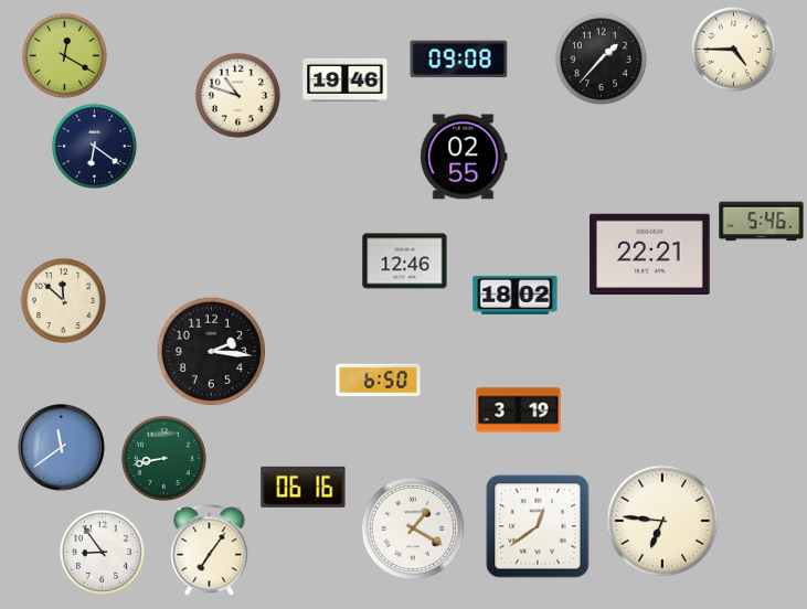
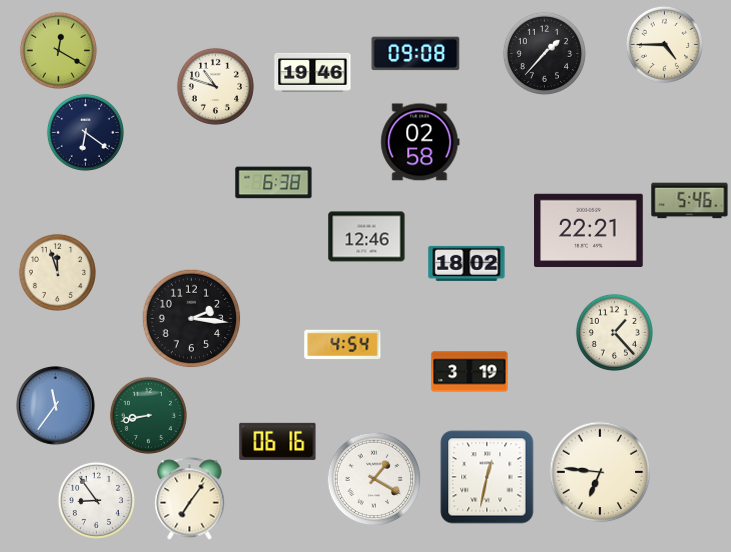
clock at (464, 157): 02:55 -> 02:58
clock at (274, 183): none -> 6:38
clock at (516, 295) position: (516, 295) -> (467, 263)
clock at (63, 300): 11:52 -> 11:57
clock at (614, 332): none -> 1:23
clock at (379, 381): 6:50 -> 4:54
clock at (62, 448): 11:39 -> 11:36
clock at (304, 487) position: (304, 487) -> (278, 441)
clock at (538, 526): 12:39 -> 12:32
clock at (102, 552) position: (102, 552) -> (96, 500)
